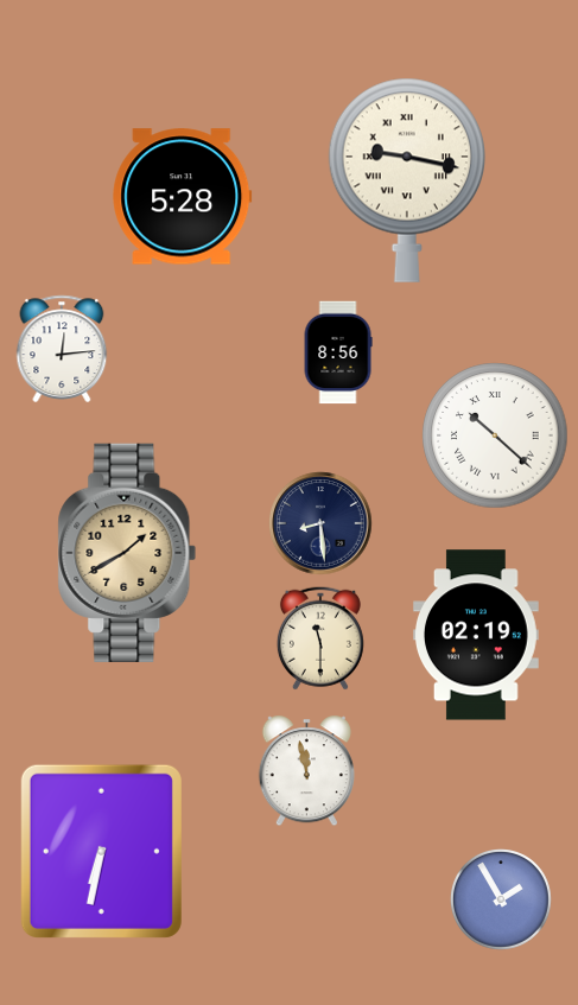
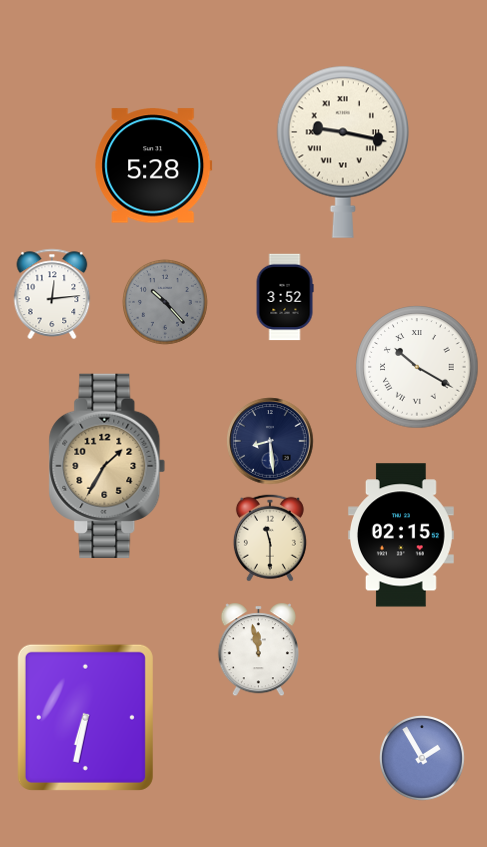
clock at (338, 352): 8:56 -> 3:52
clock at (166, 303): none -> 10:23
clock at (495, 435): 10:22 -> 10:20
clock at (127, 553): 1:40 -> 1:35
clock at (476, 635): 02:19 -> 02:15
